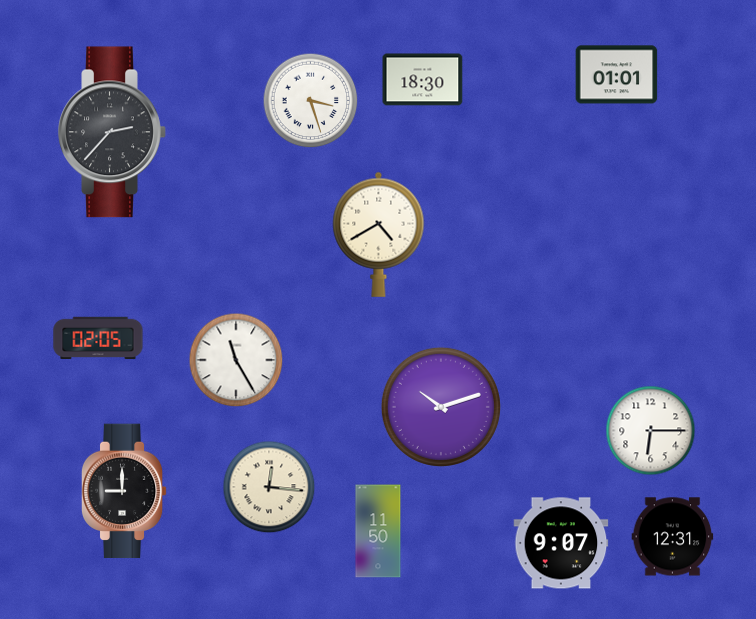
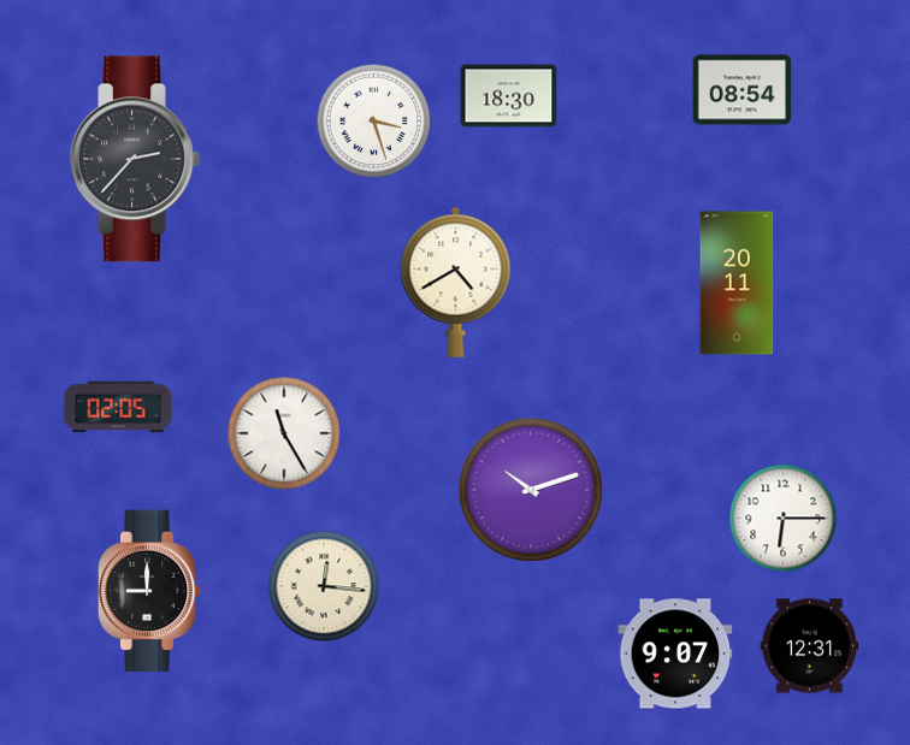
clock at (617, 75): 01:01 -> 08:54
clock at (737, 283): none -> 20:11
clock at (378, 531): 11:50 -> none
